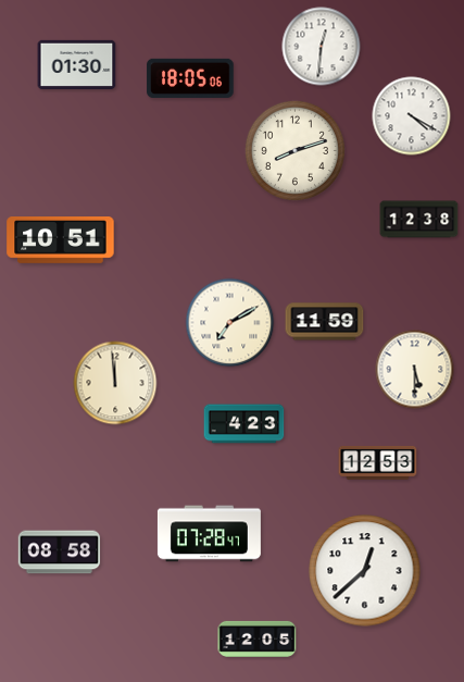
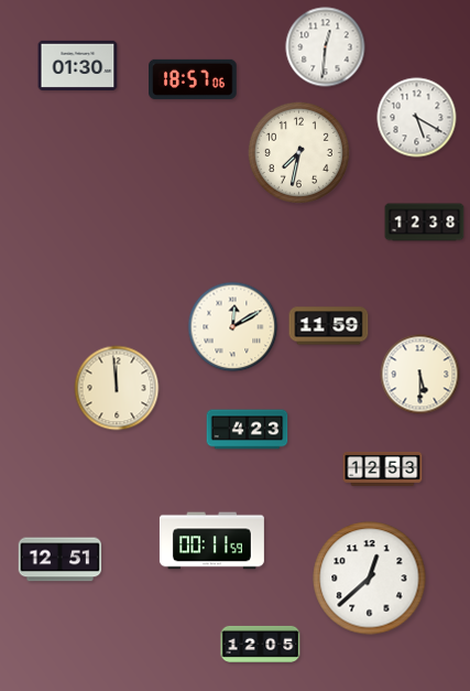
clock at (190, 78): 18:05 -> 18:57
clock at (412, 116): 4:20 -> 5:20
clock at (294, 150): 8:12 -> 7:32
clock at (61, 240): 10:51 -> none
clock at (230, 323): 7:10 -> 12:10
clock at (209, 534): 07:28 -> 00:11
clock at (60, 553): 08:58 -> 12:51
clock at (258, 638) position: (258, 638) -> (261, 644)
